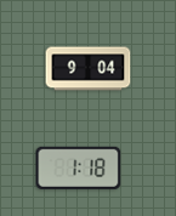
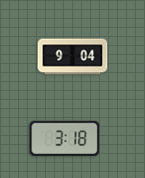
clock at (79, 167): 1:18 -> 3:18
